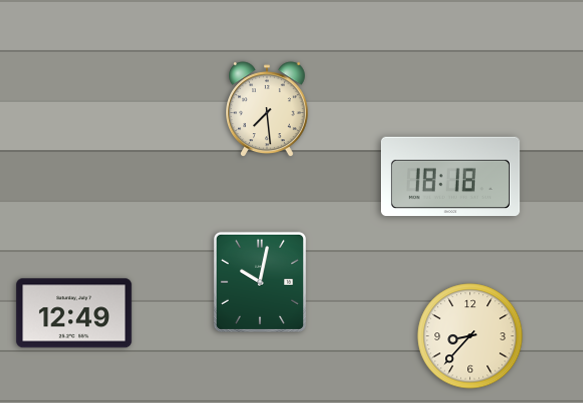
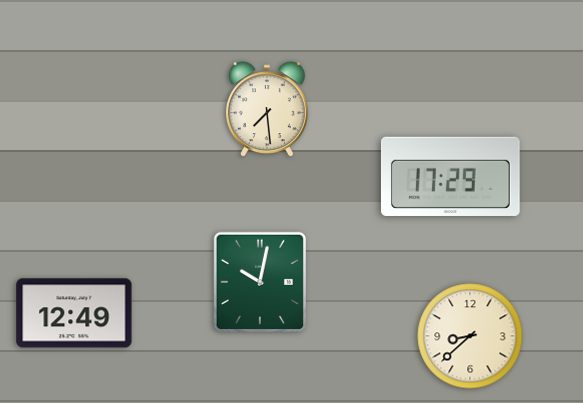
clock at (450, 176): 18:18 -> 17:29
clock at (470, 336): 8:37 -> 8:38
